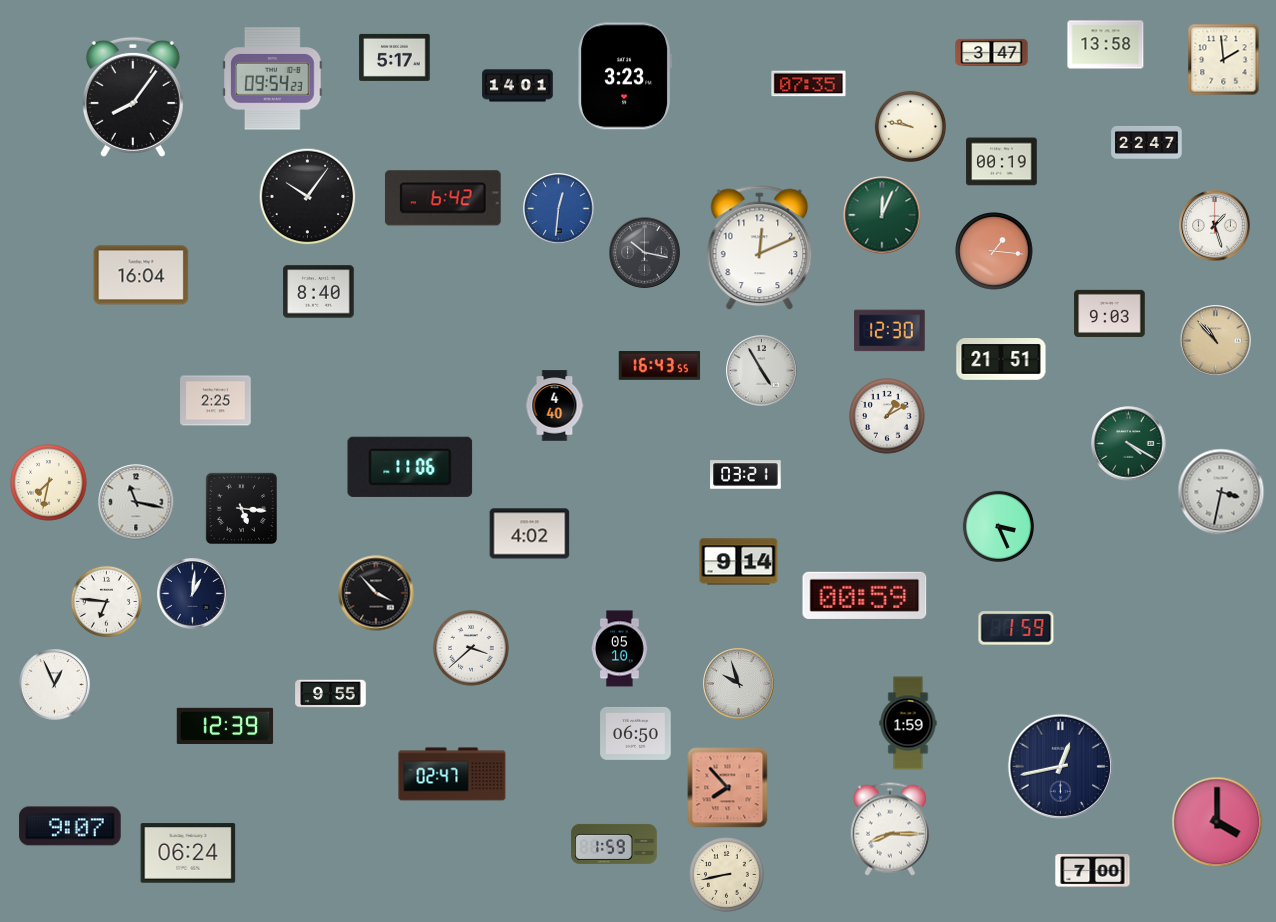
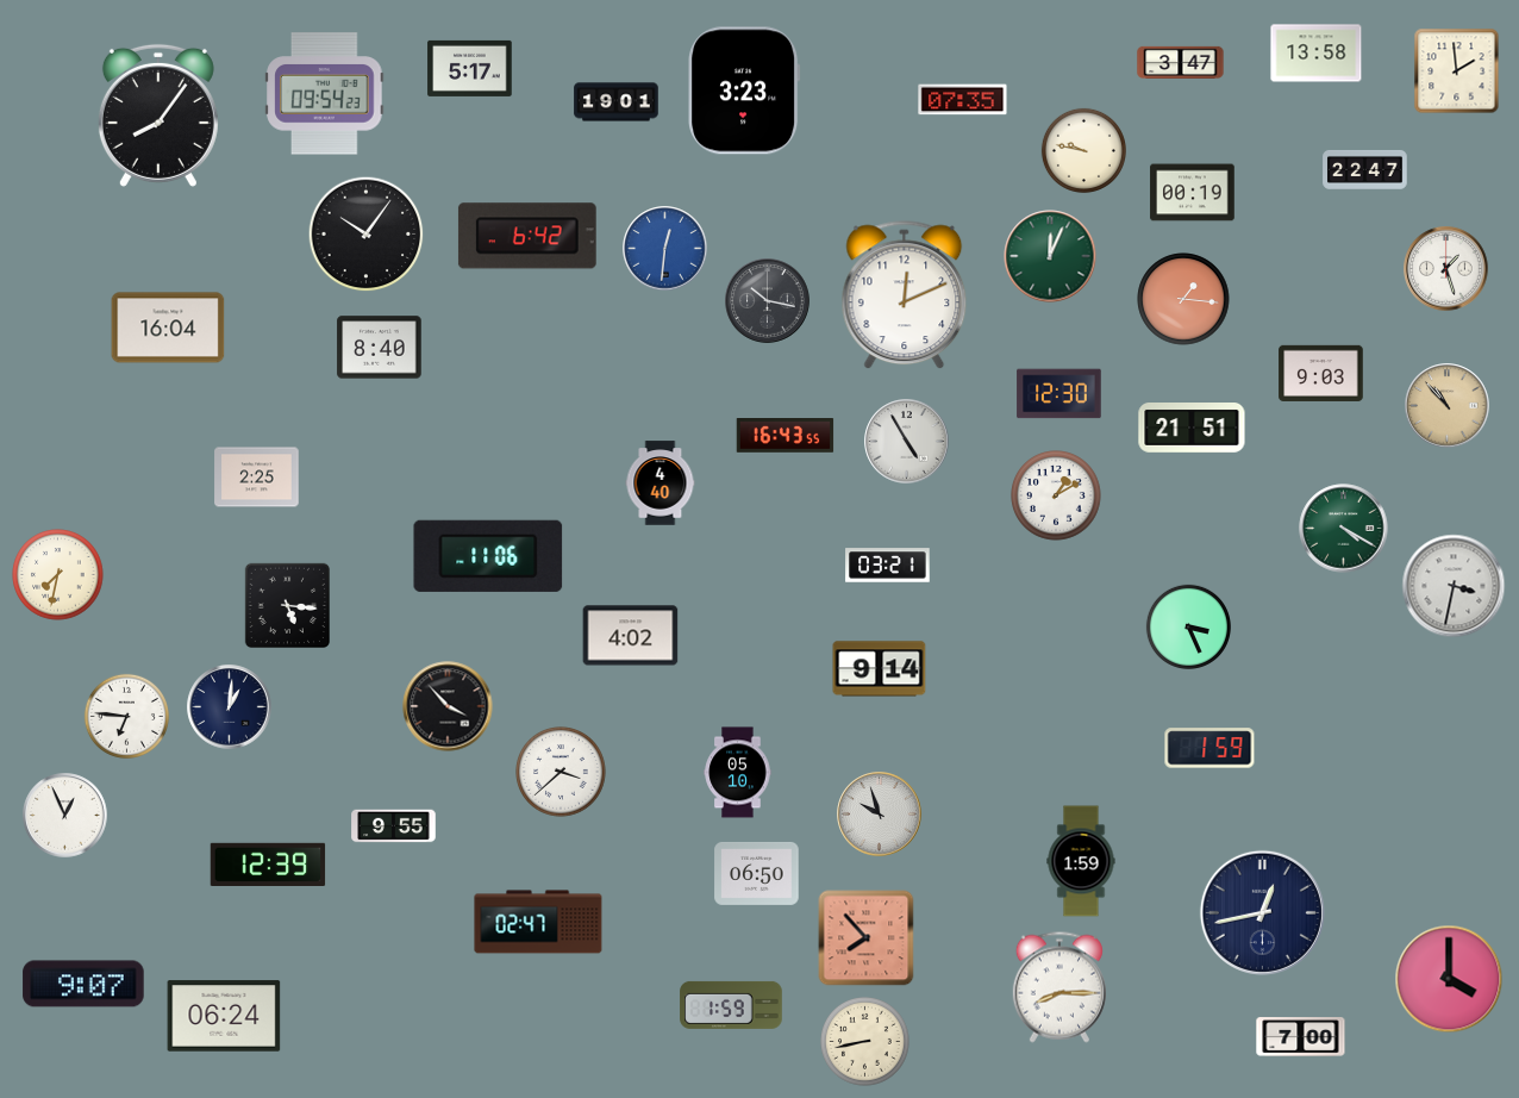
clock at (518, 86): 14:01 -> 19:01
clock at (136, 502): 11:17 -> none
clock at (865, 595): 00:59 -> none
